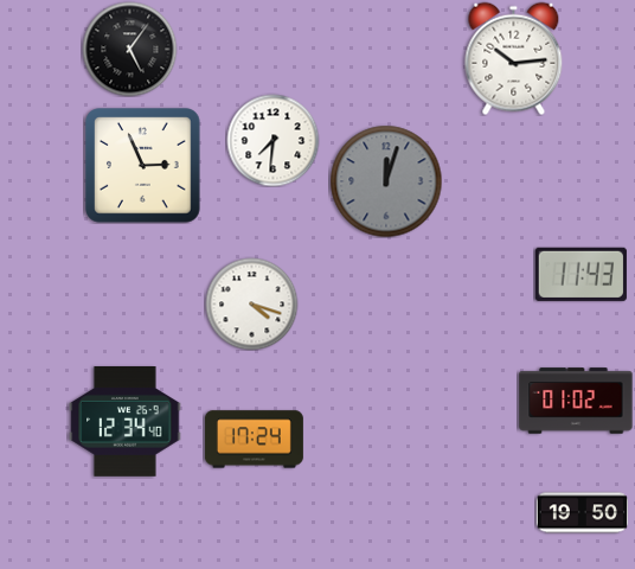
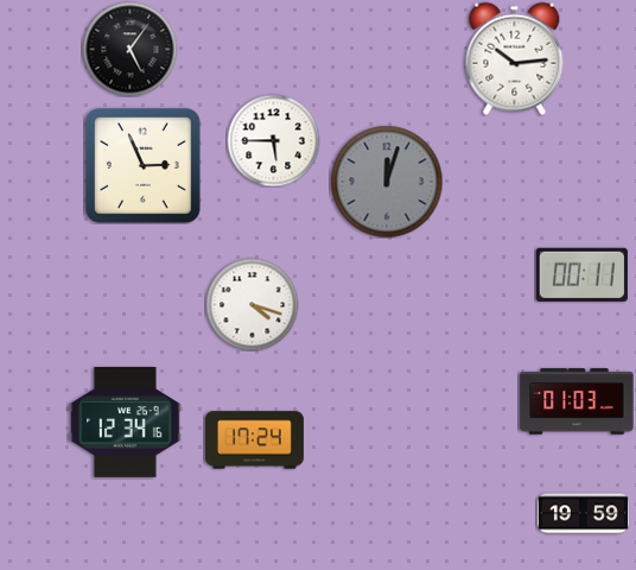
clock at (272, 140): 7:31 -> 5:45
clock at (581, 274): 11:43 -> 00:11
clock at (576, 401): 01:02 -> 01:03
clock at (126, 422): 12:34:40 -> 12:34:16
clock at (582, 513): 19:50 -> 19:59
